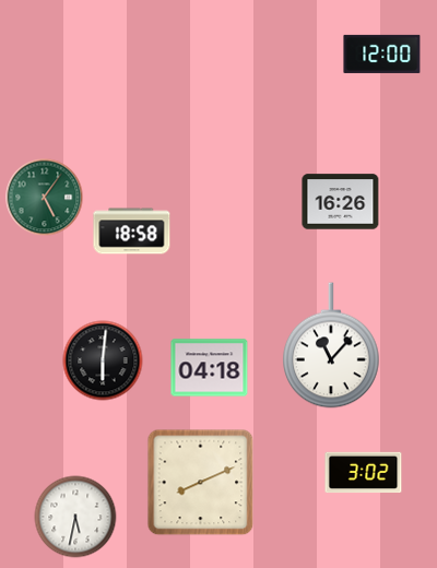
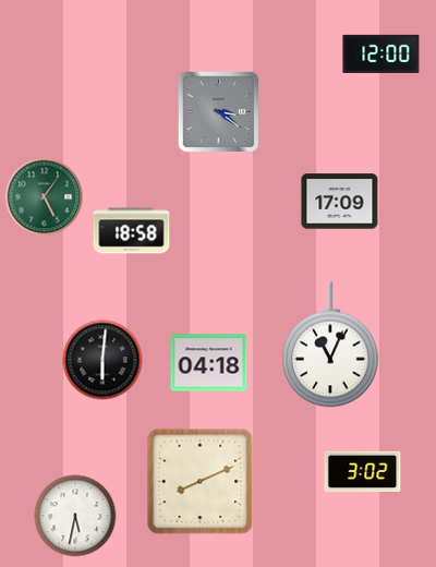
clock at (219, 112): none -> 3:21
clock at (341, 202): 16:26 -> 17:09
clock at (331, 345): 11:07 -> 11:04
clock at (210, 368) position: (210, 368) -> (209, 363)
